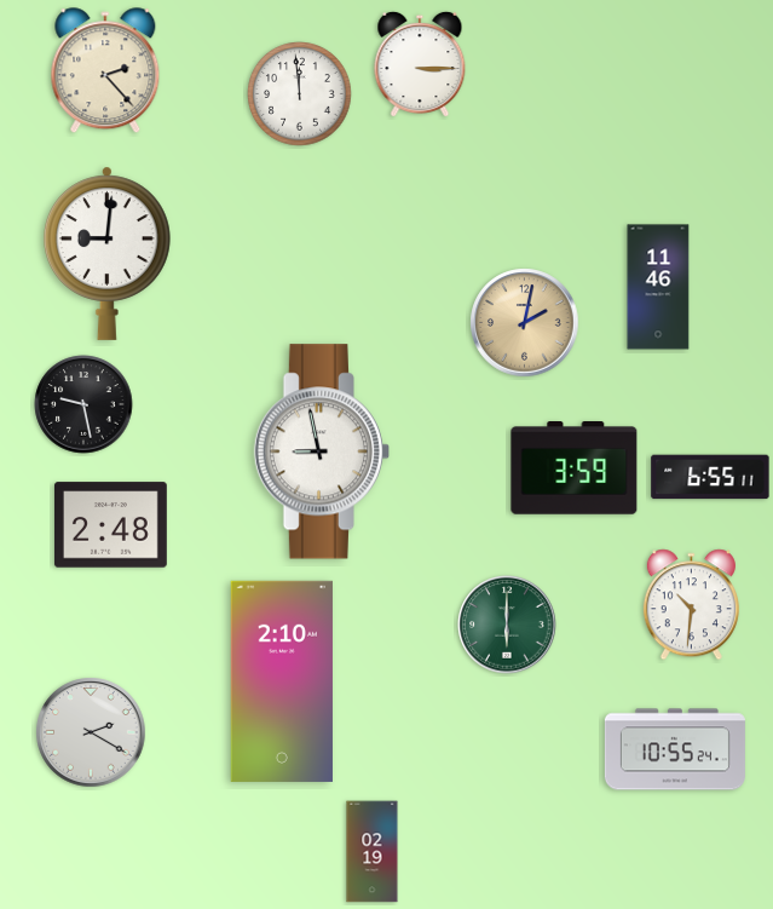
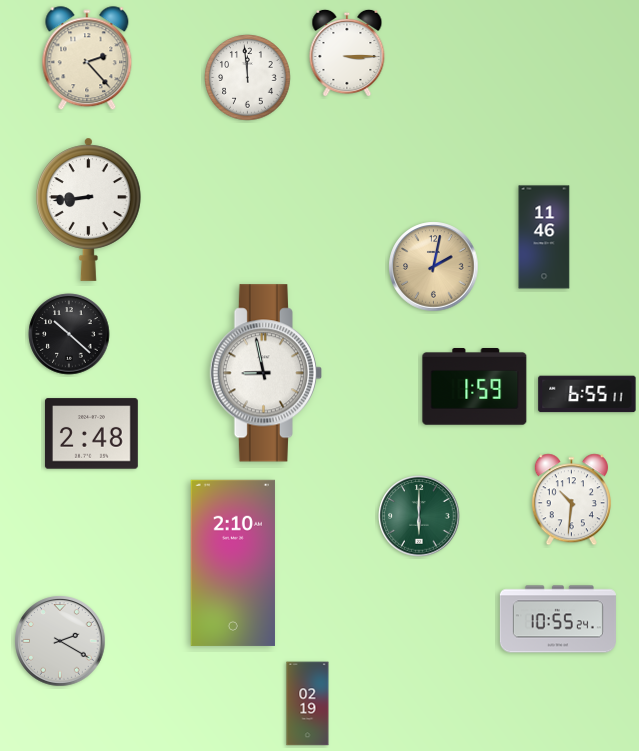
clock at (108, 253): 9:01 -> 8:44
clock at (83, 404): 9:28 -> 10:22
clock at (575, 468): 3:59 -> 1:59
clock at (91, 732) position: (91, 732) -> (60, 641)
